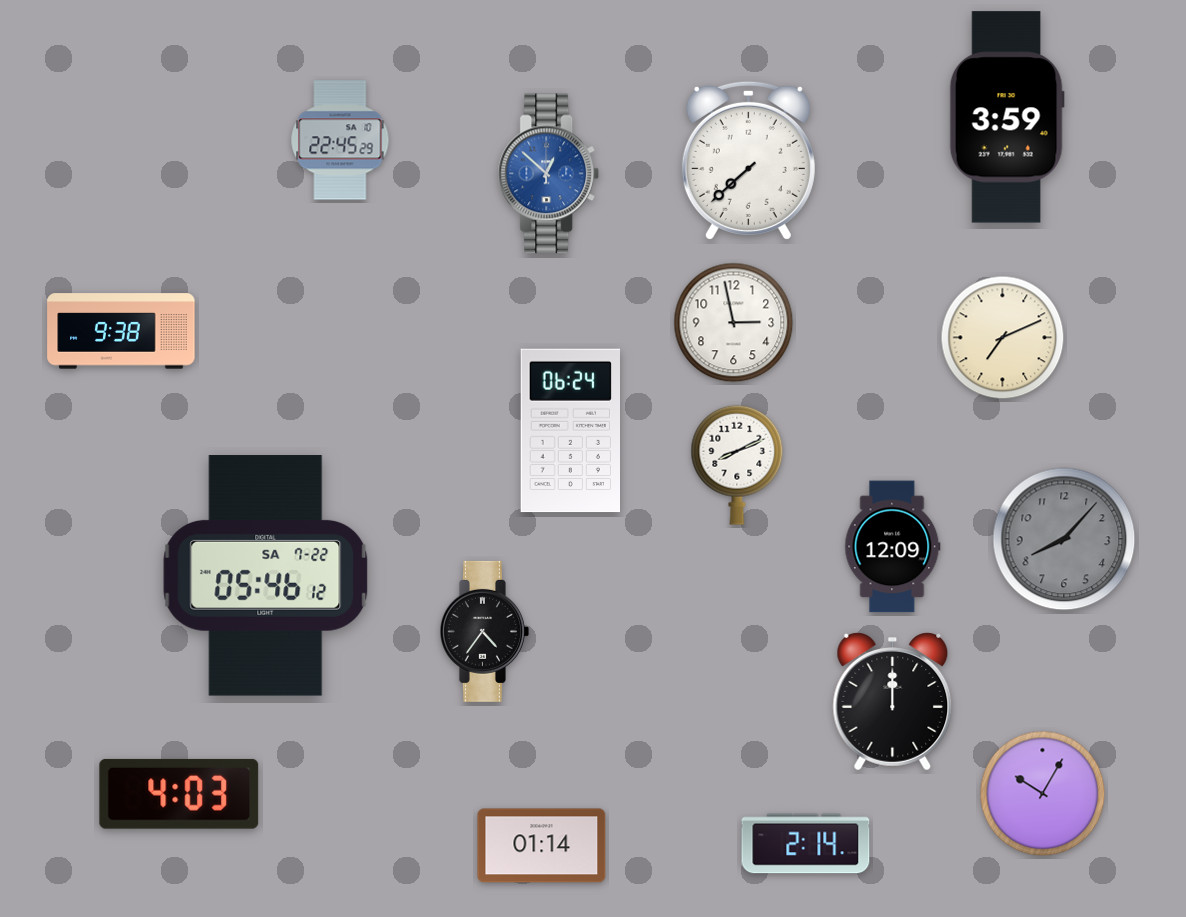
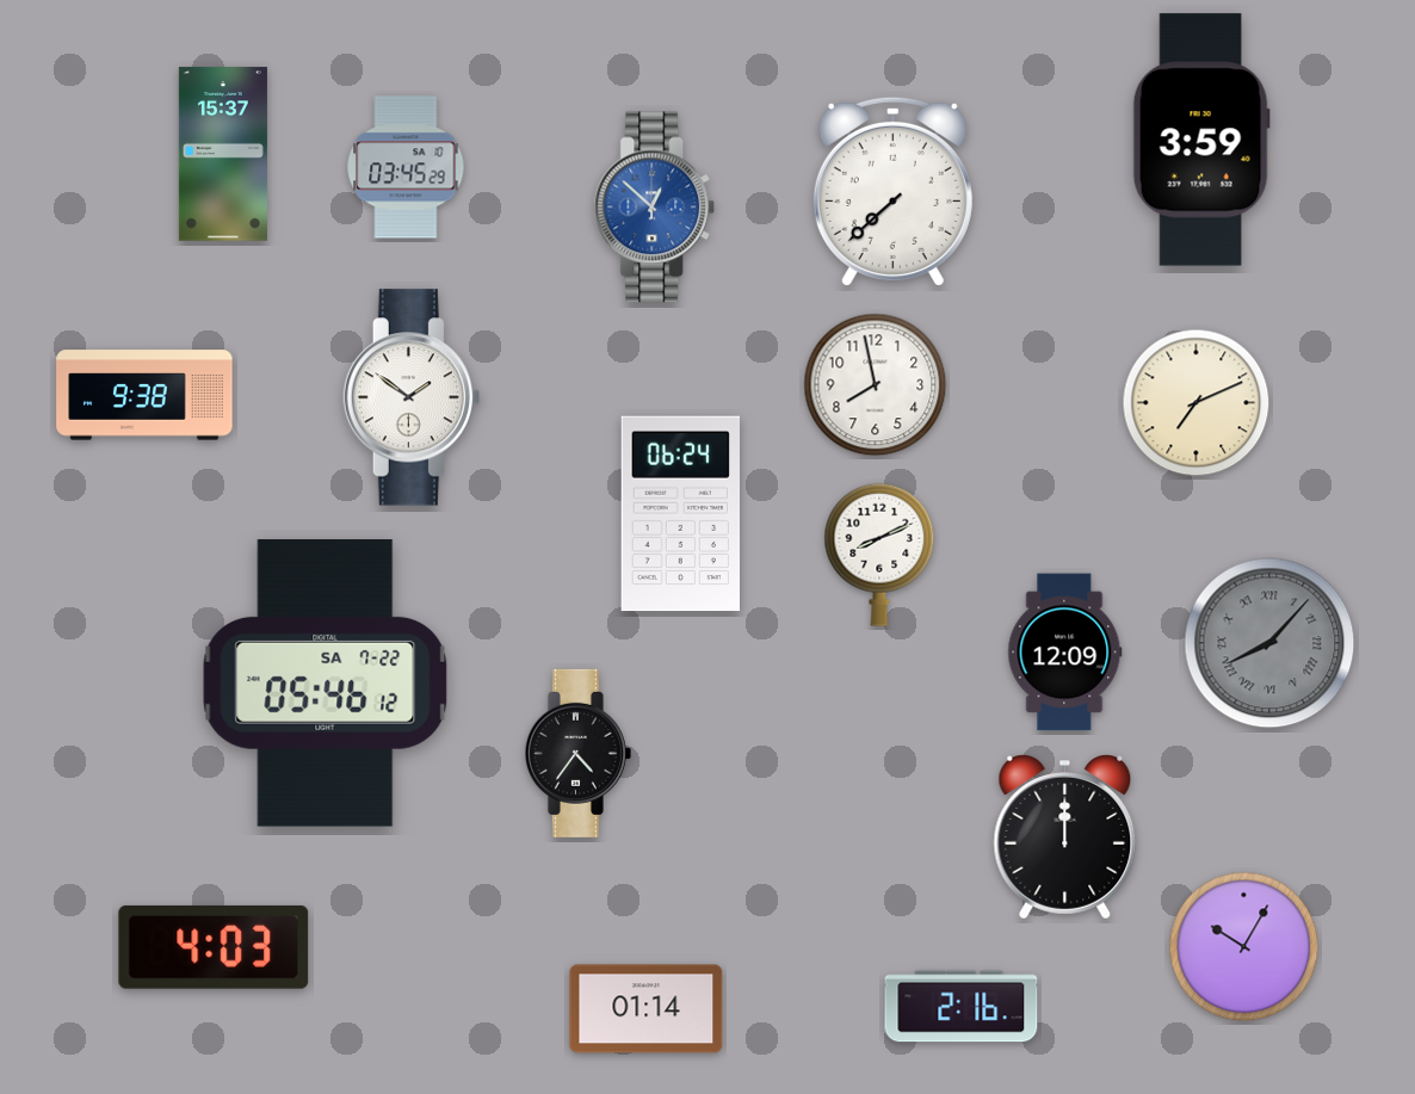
clock at (223, 154): none -> 15:37
clock at (340, 140): 22:45 -> 03:45
clock at (734, 323): 2:58 -> 7:58
clock at (412, 397): none -> 1:51
clock at (1064, 539) numerals: Arabic -> Roman
clock at (266, 576) position: (266, 576) -> (326, 684)
clock at (806, 844): 2:14 -> 2:16
